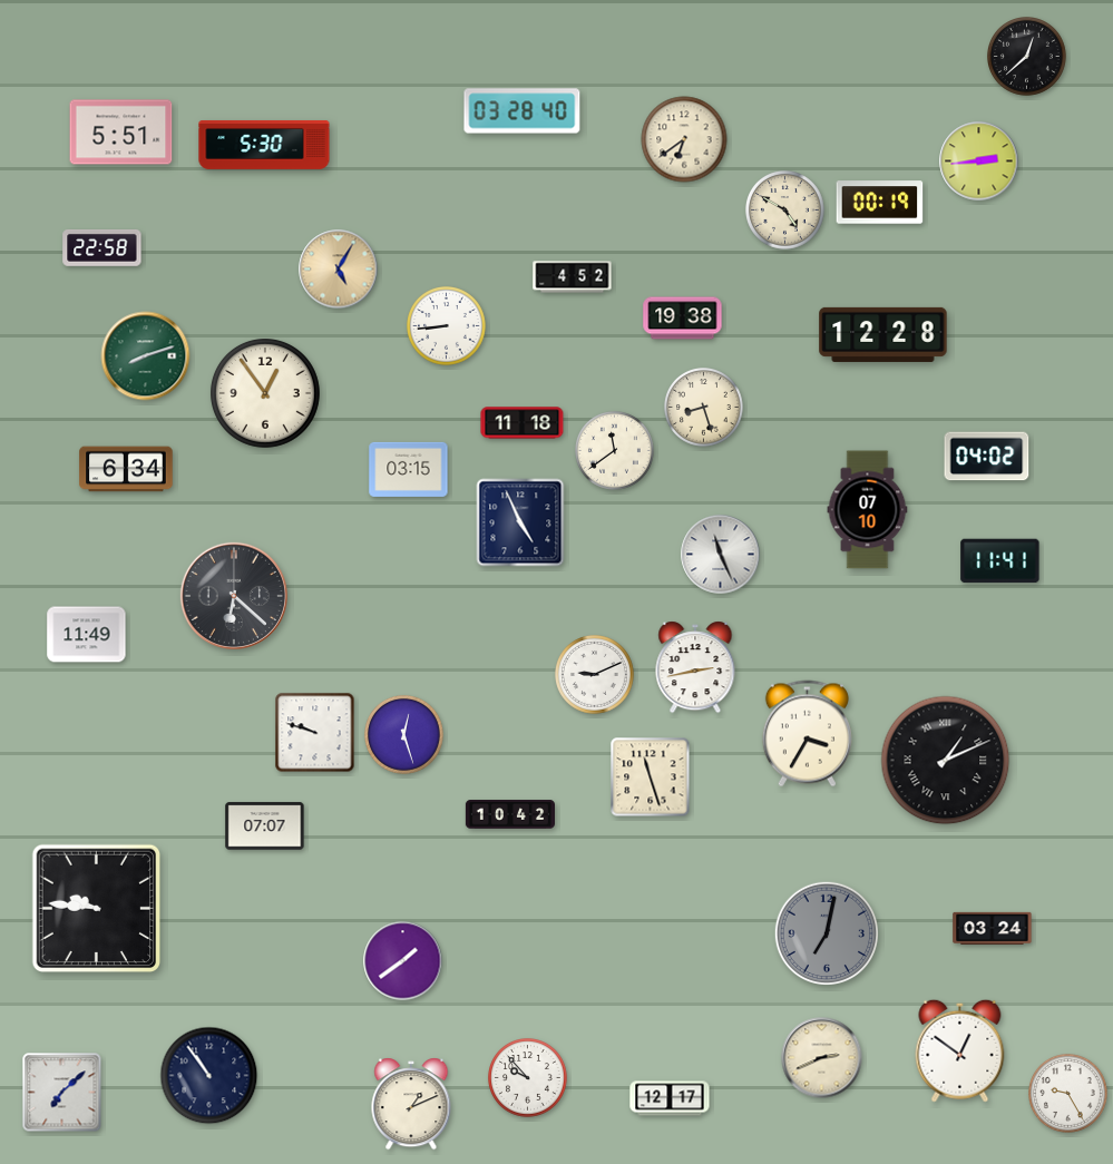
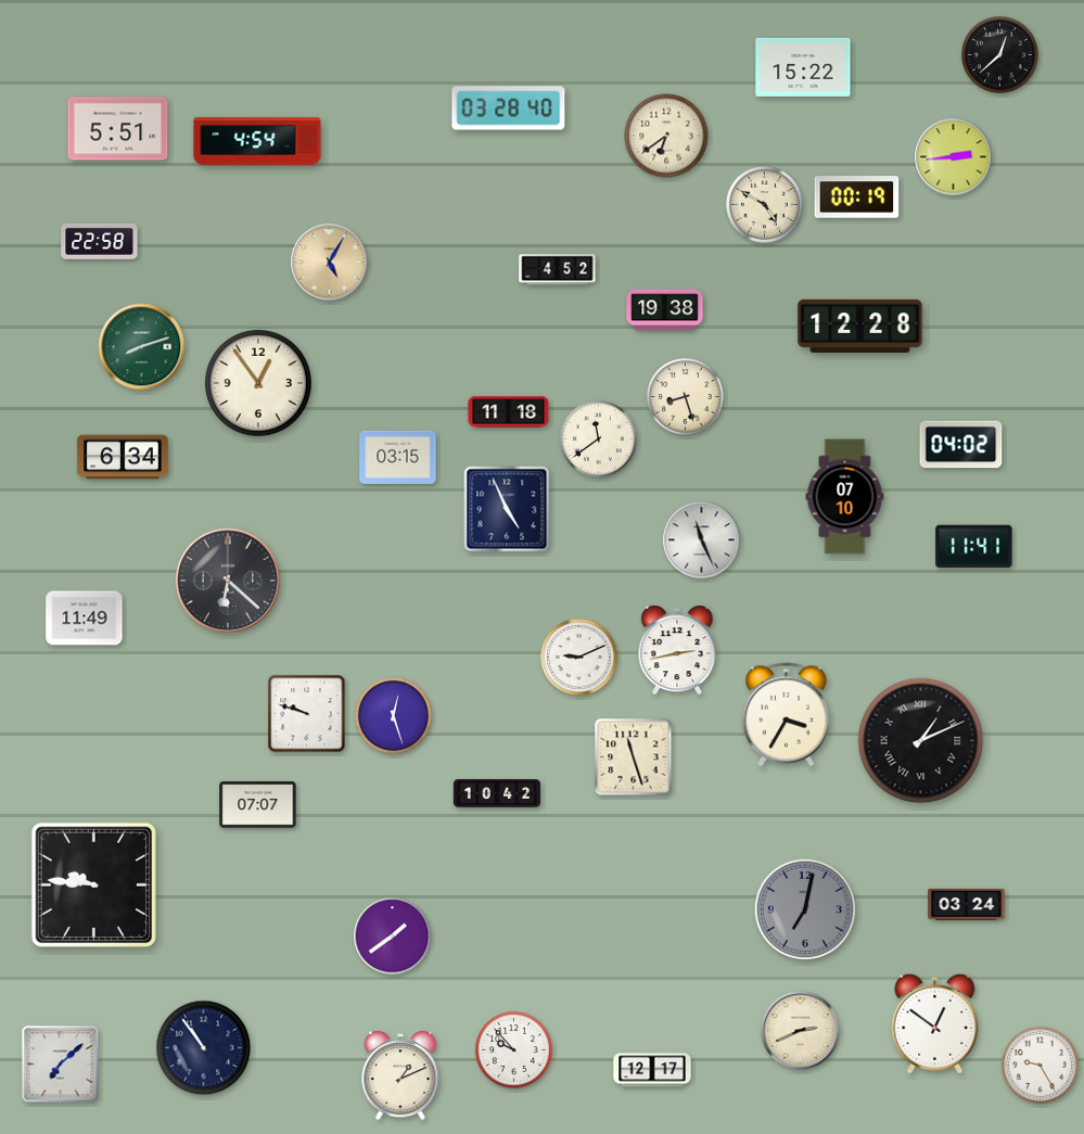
clock at (803, 67): none -> 15:22
clock at (264, 145): 5:30 -> 4:54
clock at (447, 326): 8:44 -> none
